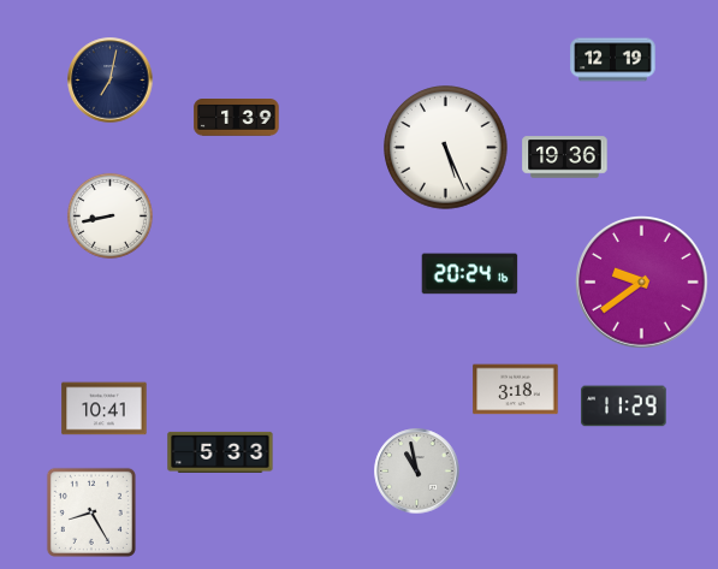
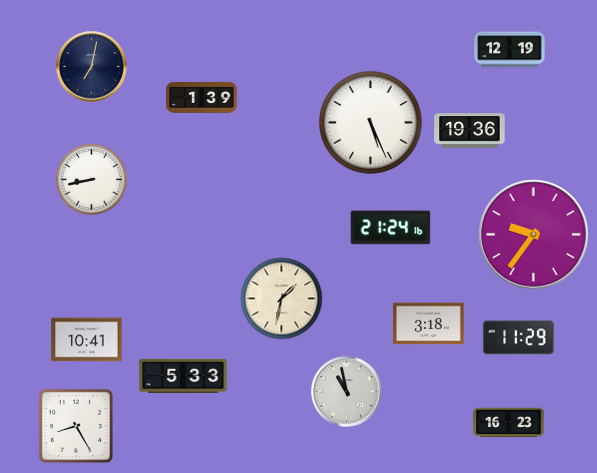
clock at (237, 118) position: (237, 118) -> (202, 98)
clock at (470, 274): 20:24 -> 21:24
clock at (642, 283): 9:39 -> 9:36
clock at (282, 299): none -> 1:32
clock at (509, 423): none -> 16:23
